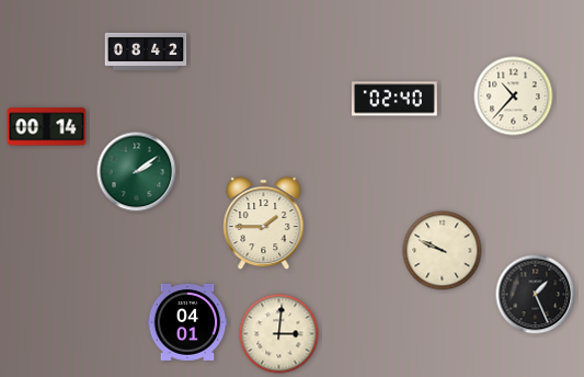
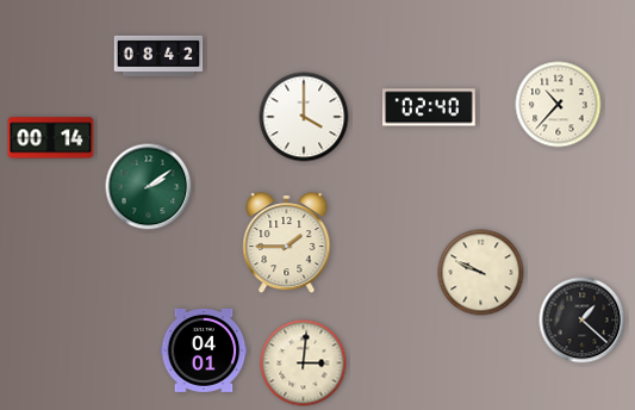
clock at (304, 117): none -> 4:00
clock at (536, 295): 1:26 -> 1:22
